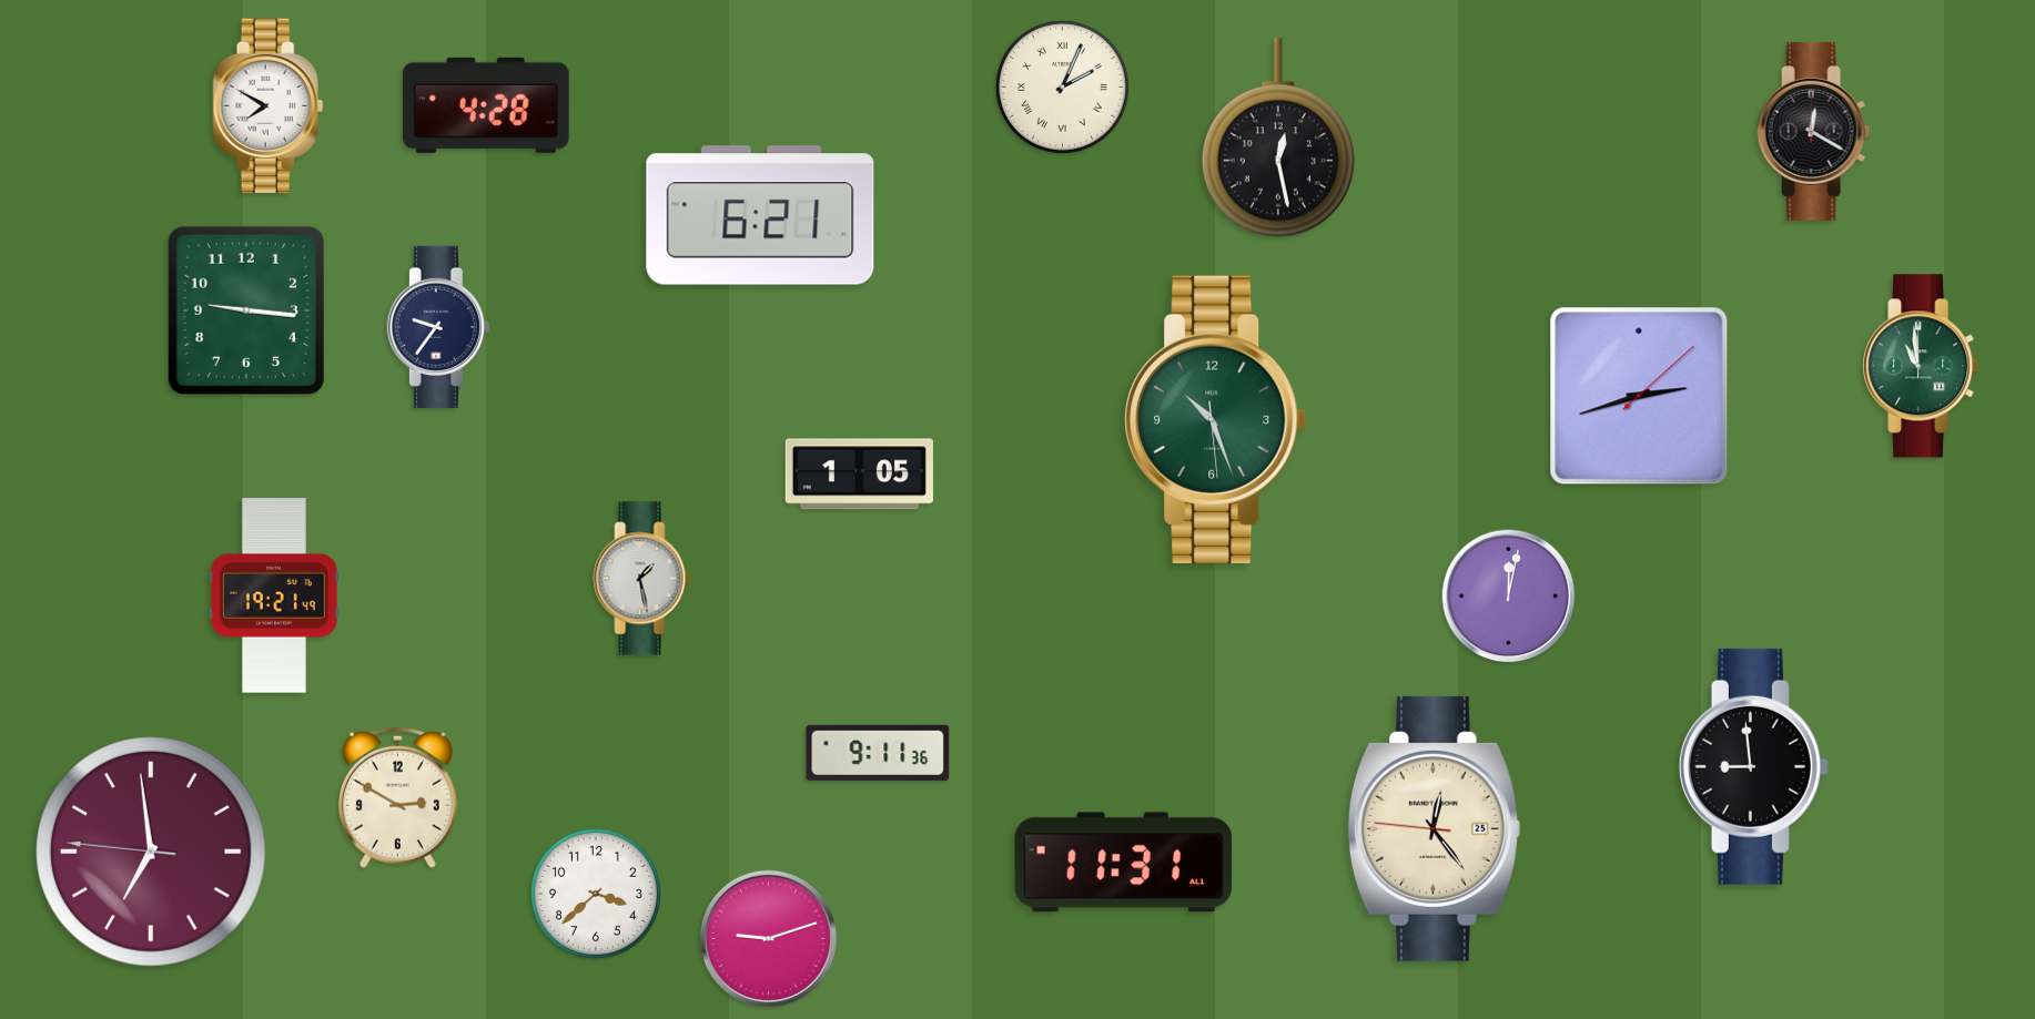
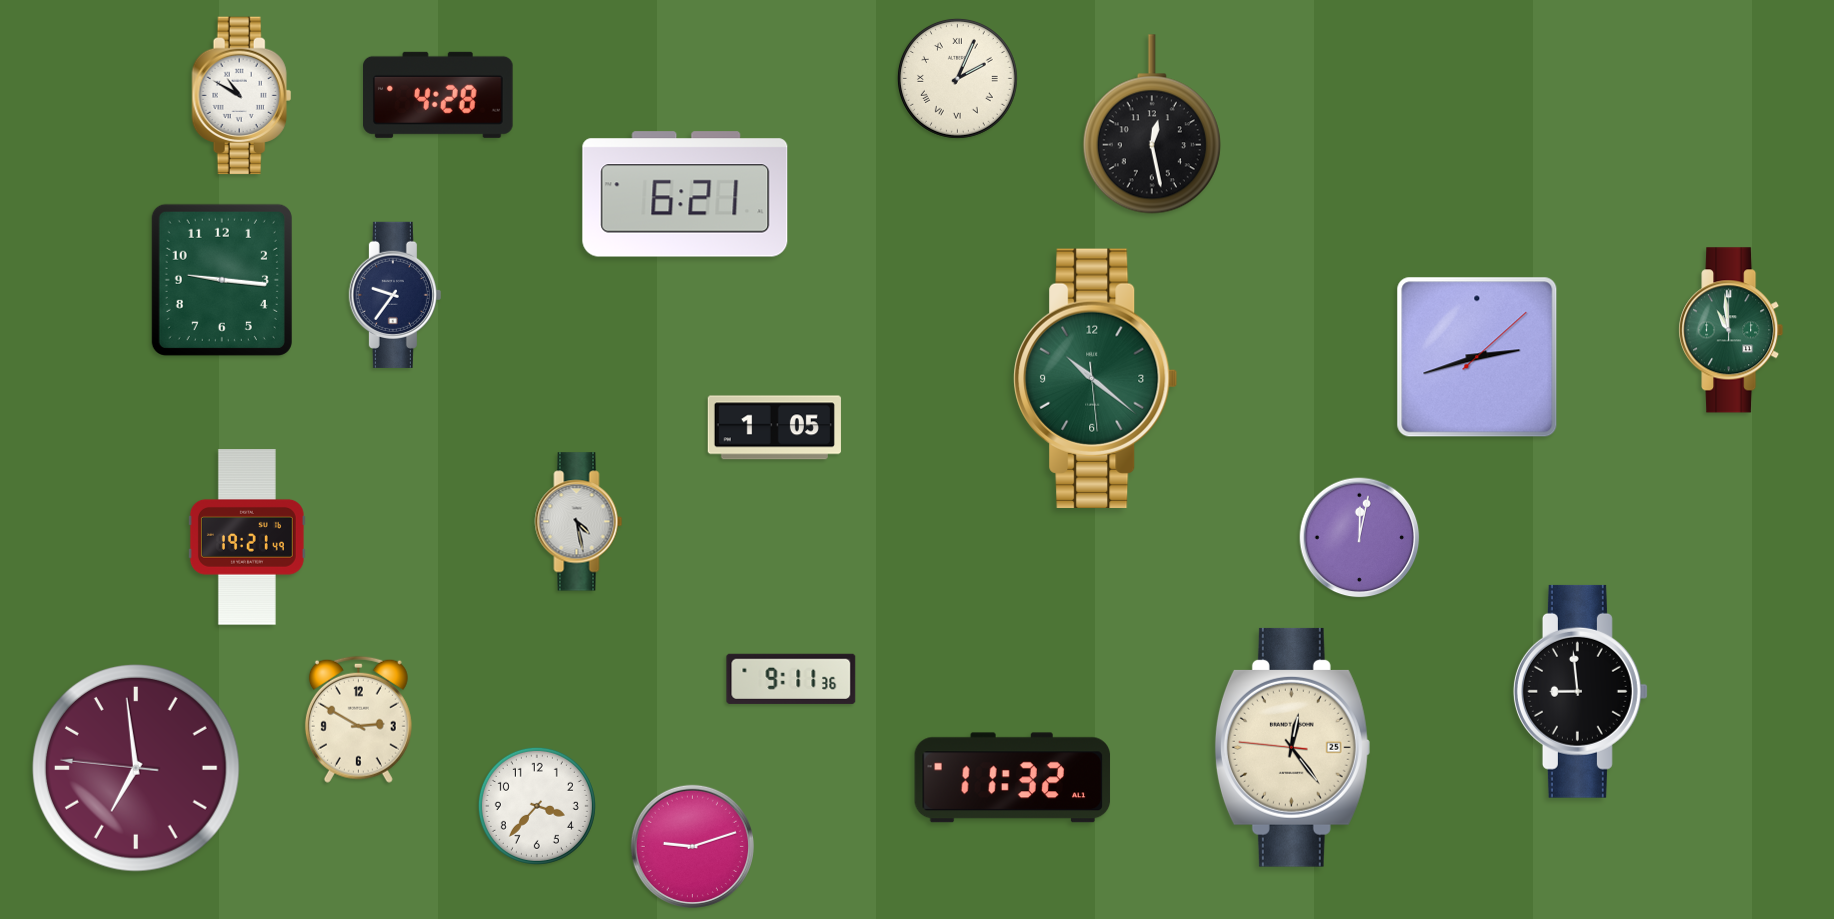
clock at (269, 106): 7:50 -> 10:50
clock at (1814, 131): 12:20 -> none
clock at (1216, 419): 10:26 -> 10:21
clock at (642, 579): 1:28 -> 4:28
clock at (1124, 863): 11:31 -> 11:32
clock at (596, 894): 3:38 -> 3:37
